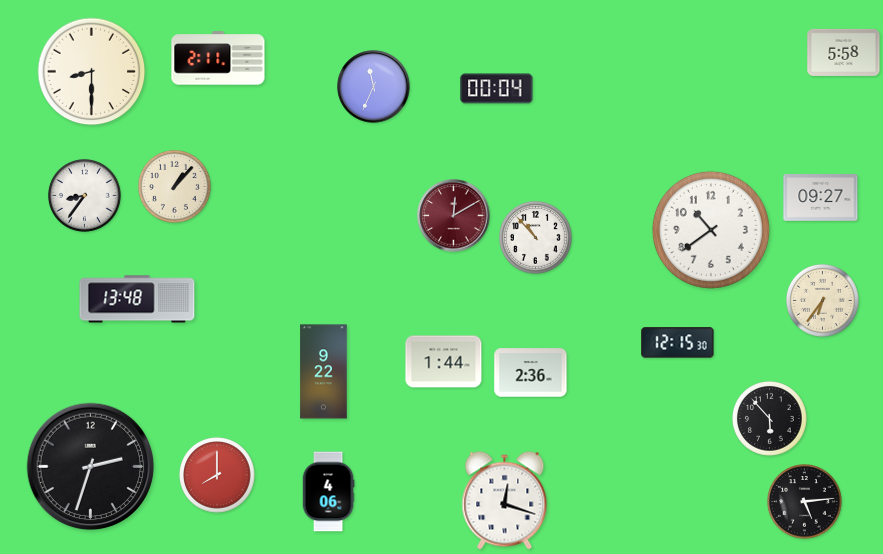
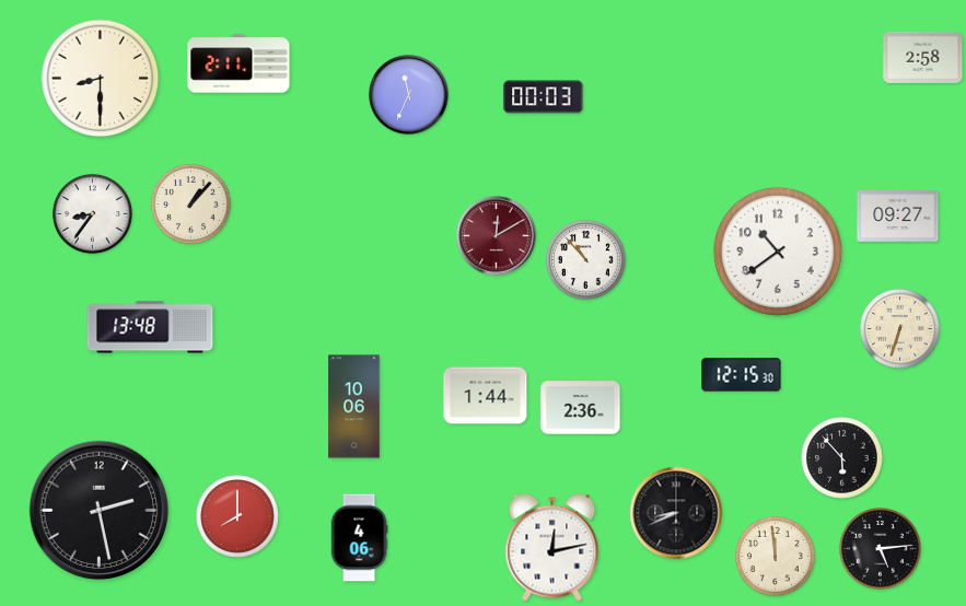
clock at (844, 52): 5:58 -> 2:58
clock at (497, 89): 00:04 -> 00:03
clock at (822, 300): 6:36 -> 6:33
clock at (324, 372): 9:22 -> 10:06
clock at (91, 467): 2:33 -> 2:28
clock at (676, 513): none -> 8:41
clock at (217, 475) position: (217, 475) -> (237, 516)
clock at (505, 501): 12:18 -> 12:13
clock at (775, 556): none -> 11:59
